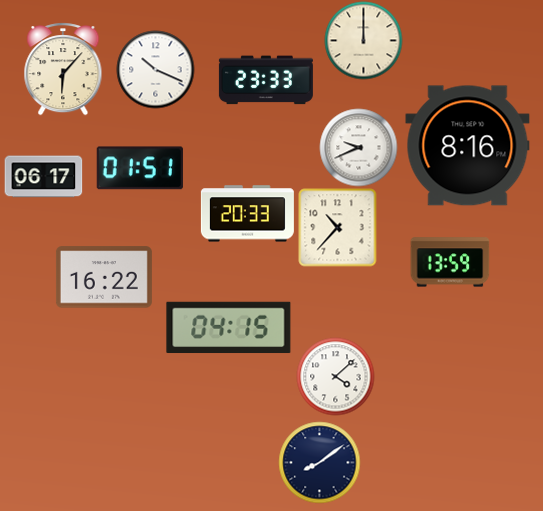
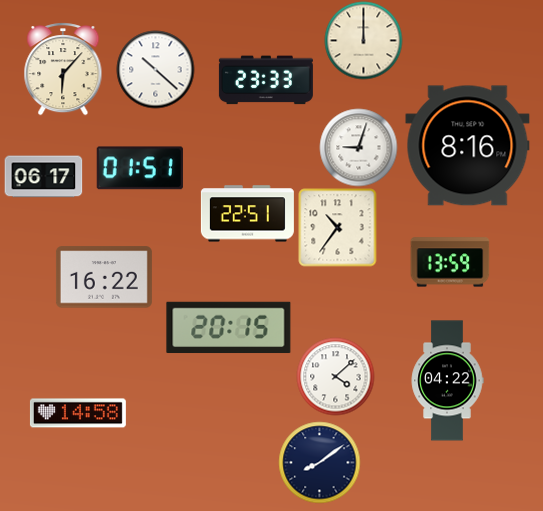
clock at (155, 69): 10:19 -> 10:22
clock at (358, 147): 9:41 -> 9:03
clock at (247, 214): 20:33 -> 22:51
clock at (337, 227): 10:37 -> 10:36
clock at (229, 328): 04:15 -> 20:15
clock at (447, 381): none -> 04:22
clock at (78, 413): none -> 14:58
